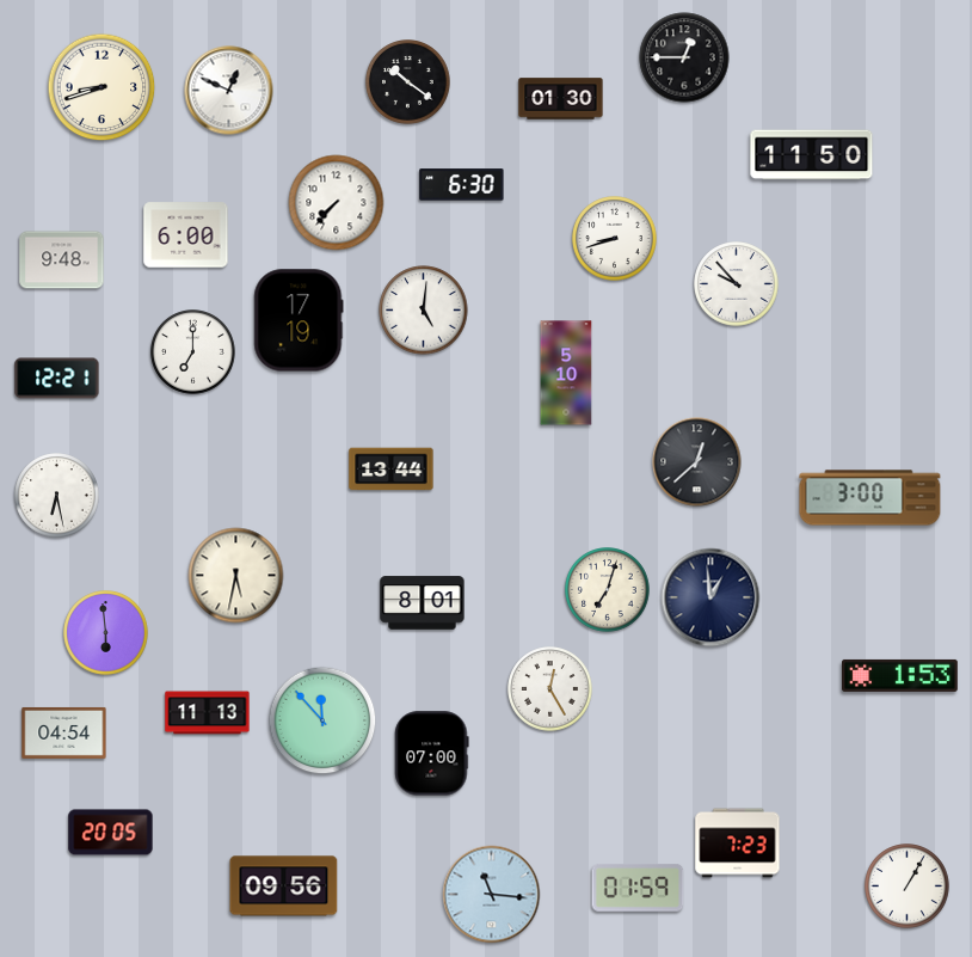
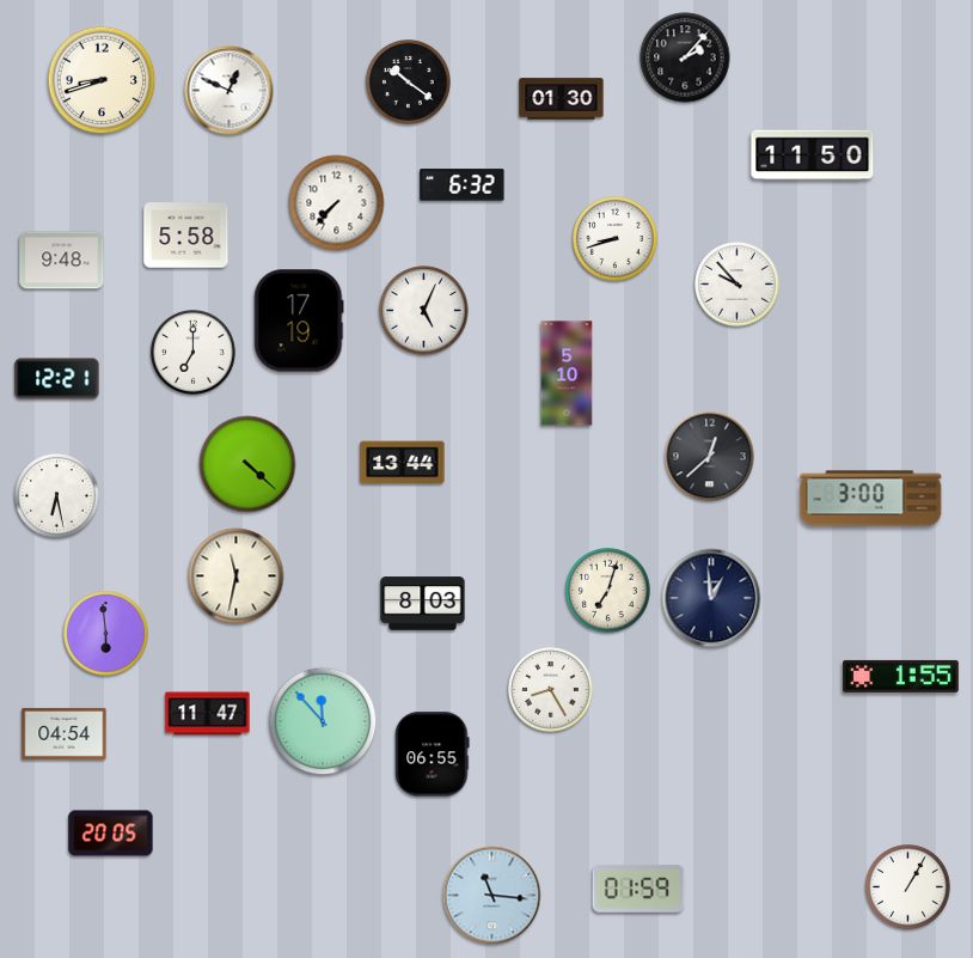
clock at (684, 57): 12:45 -> 2:07
clock at (101, 87) position: (101, 87) -> (102, 80)
clock at (462, 185): 6:30 -> 6:32
clock at (186, 235): 6:00 -> 5:58
clock at (424, 311): 5:01 -> 5:04
clock at (697, 462) position: (697, 462) -> (710, 457)
clock at (247, 464): none -> 4:22
clock at (392, 470) position: (392, 470) -> (403, 463)
clock at (236, 576): 5:32 -> 11:32
clock at (423, 603): 8:01 -> 8:03
clock at (900, 675): 1:53 -> 1:55
clock at (550, 689): 12:25 -> 8:25
clock at (208, 713): 11:13 -> 11:47
clock at (432, 754): 07:00 -> 06:55
clock at (738, 843): 7:23 -> none
clock at (284, 887): 09:56 -> none
